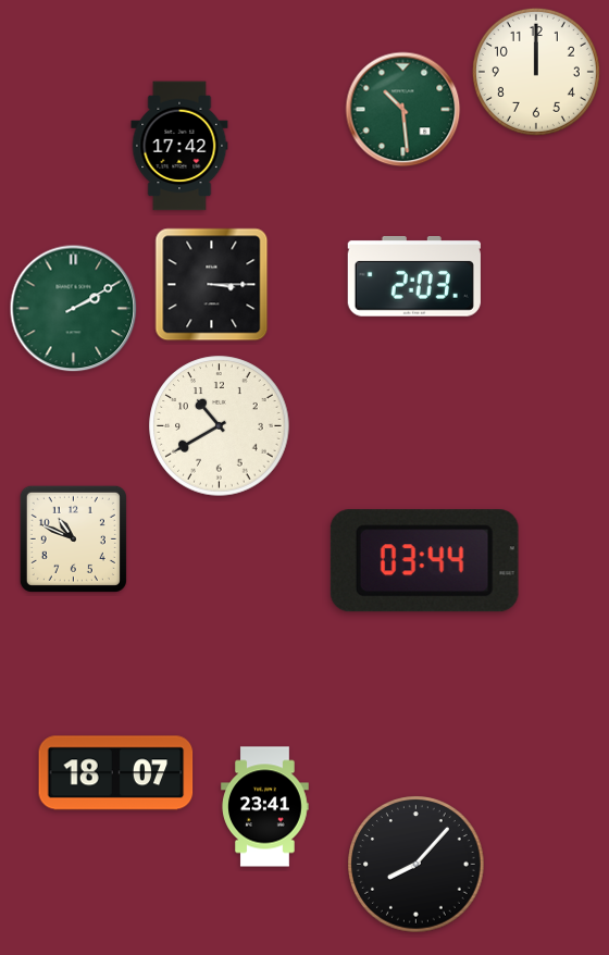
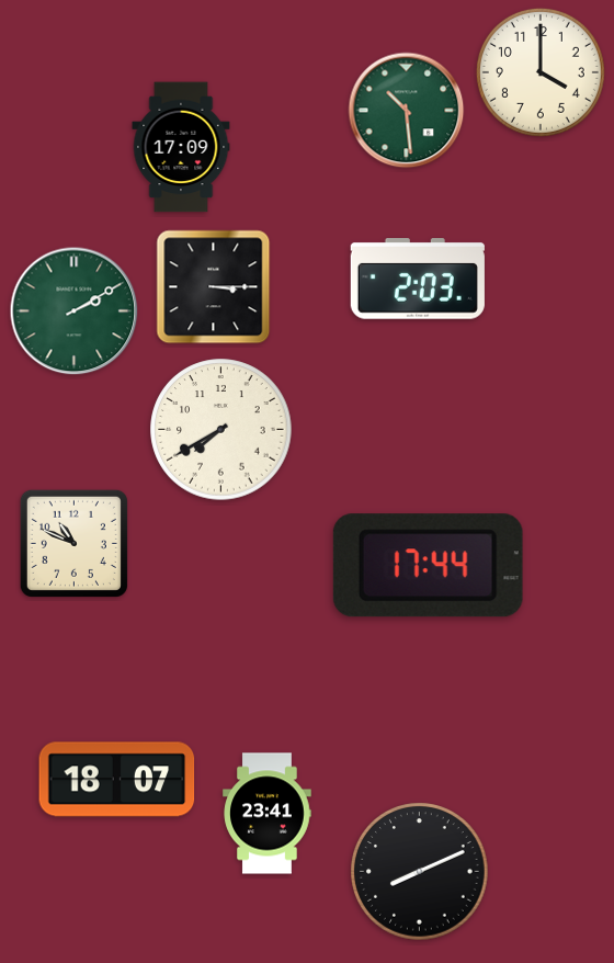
clock at (536, 72): 12:00 -> 4:00
clock at (179, 146): 17:42 -> 17:09
clock at (220, 426): 10:40 -> 7:40
clock at (424, 561): 03:44 -> 17:44
clock at (417, 865): 8:07 -> 8:11
